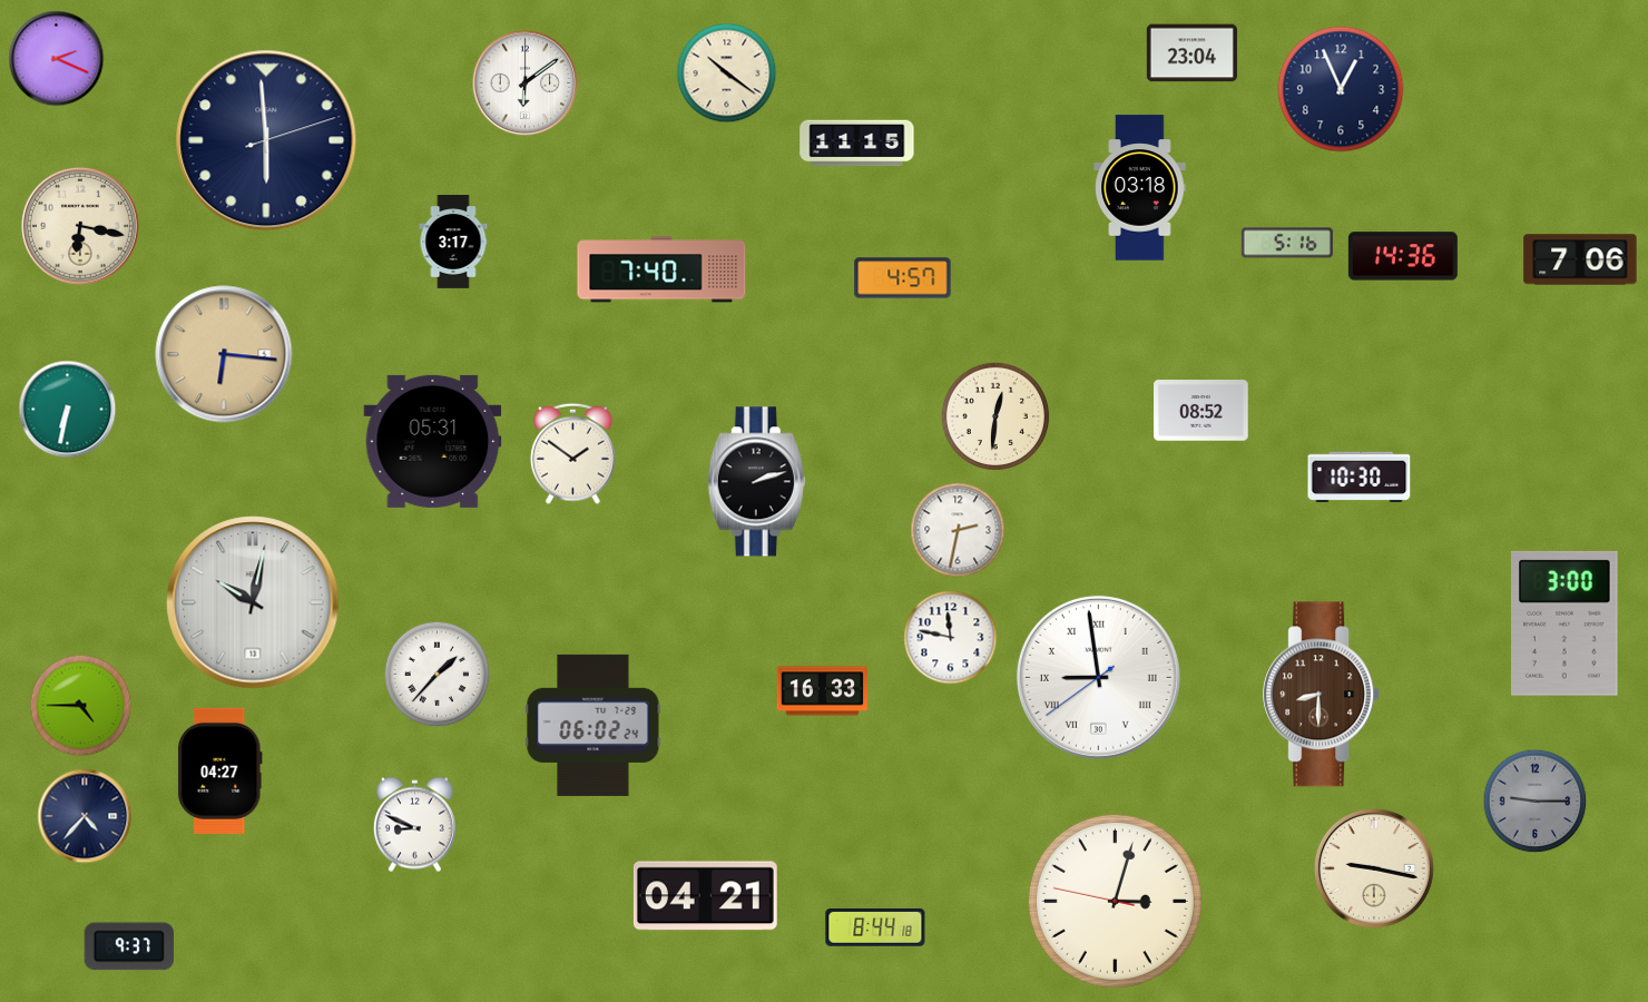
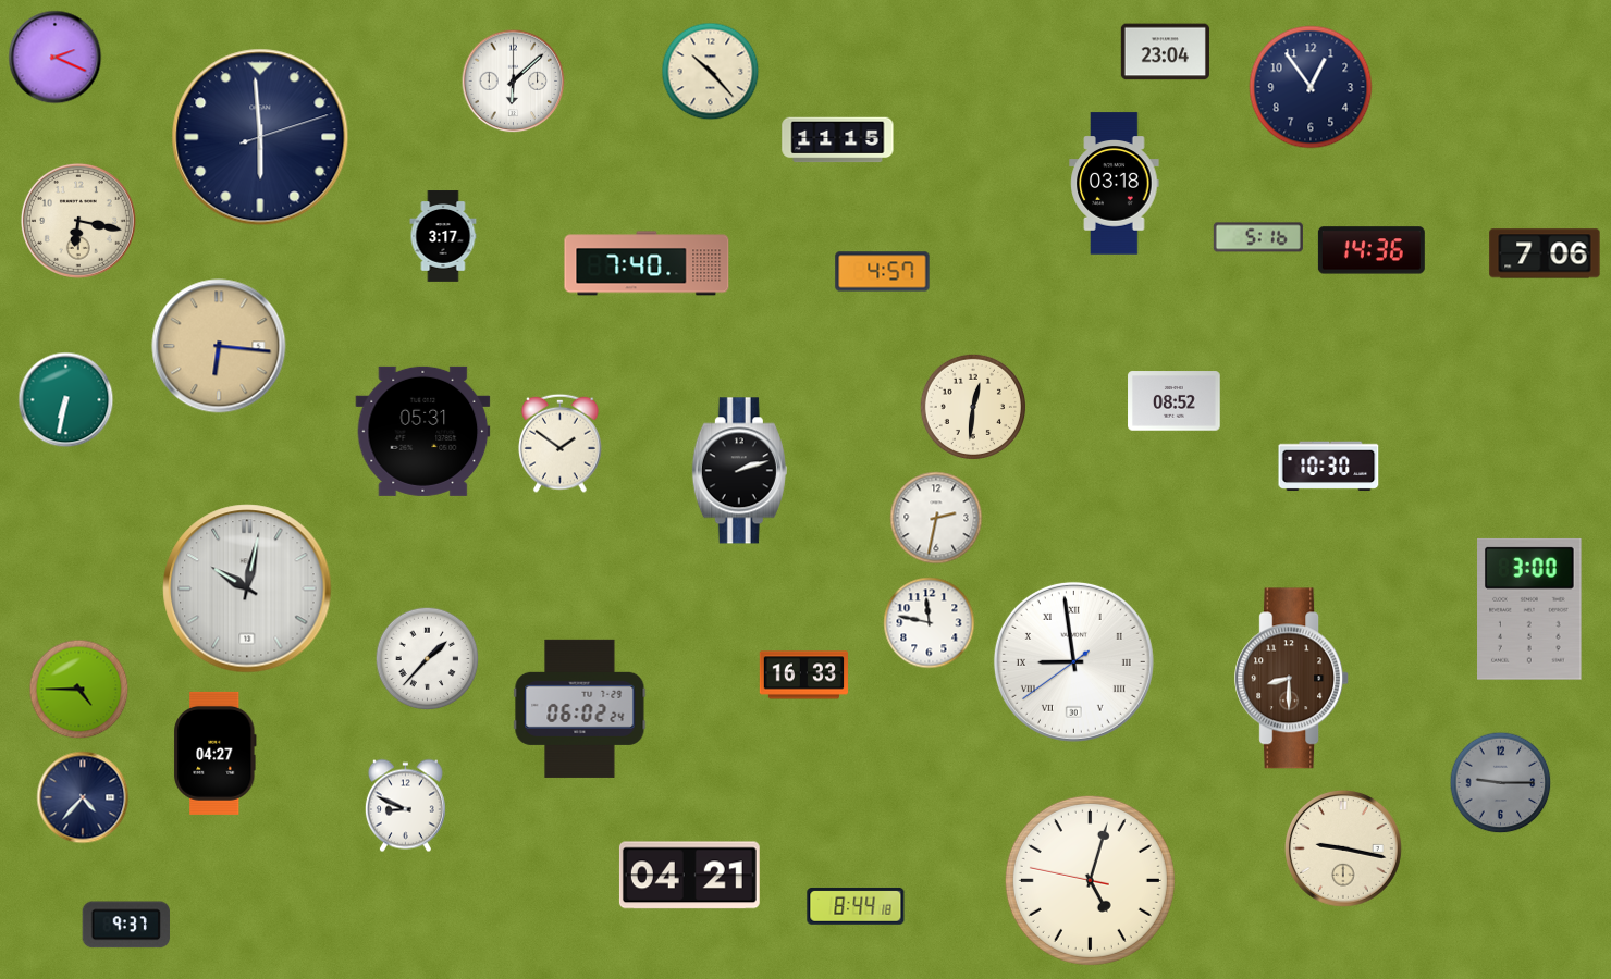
clock at (727, 73): 10:21 -> 10:23
clock at (526, 83): 6:09 -> 6:08
clock at (1341, 89): 12:56 -> 12:54
clock at (1115, 901): 3:02 -> 5:02
